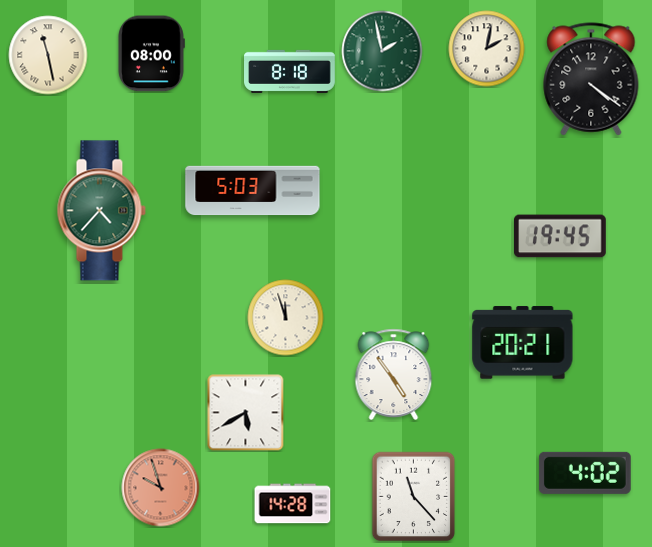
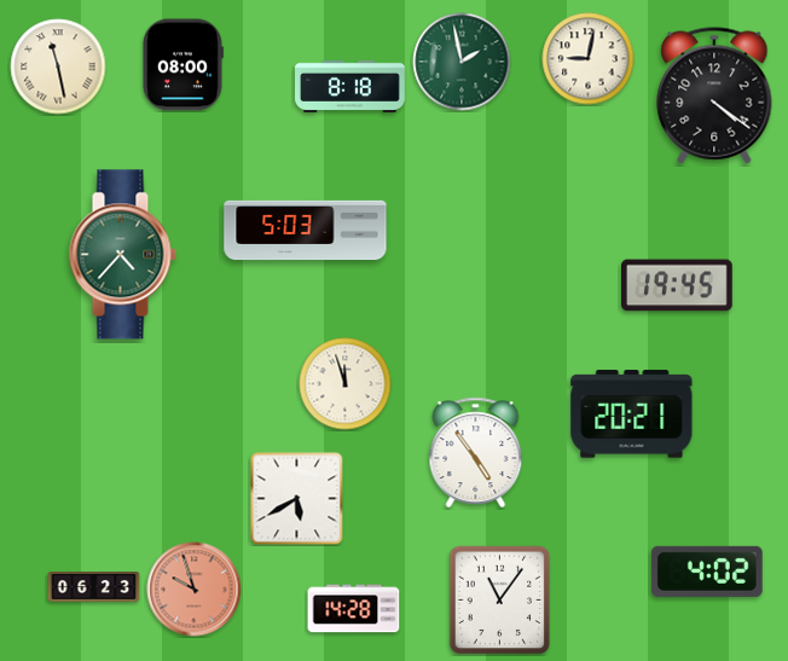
clock at (487, 49): 2:02 -> 9:02
clock at (94, 587): none -> 06:23
clock at (414, 497): 11:23 -> 11:06
